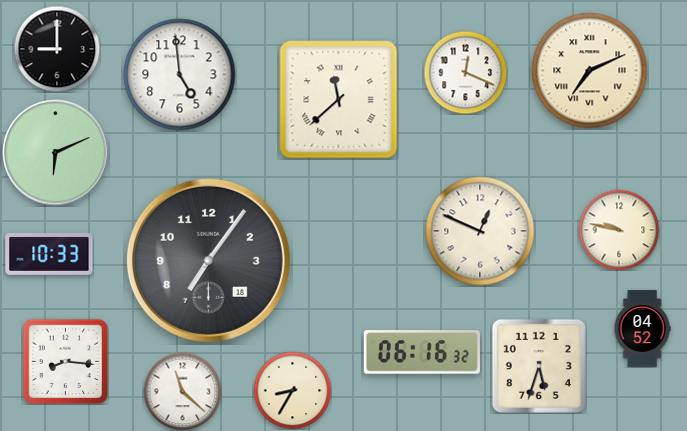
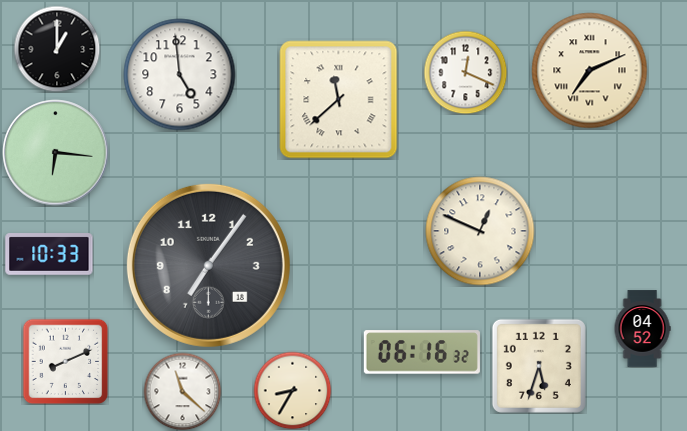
clock at (57, 49): 9:00 -> 1:00
clock at (56, 153): 6:11 -> 6:16
clock at (619, 230): 9:47 -> none
clock at (208, 260) position: (208, 260) -> (208, 265)
clock at (65, 361): 8:16 -> 8:11
